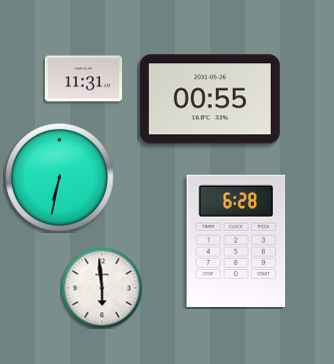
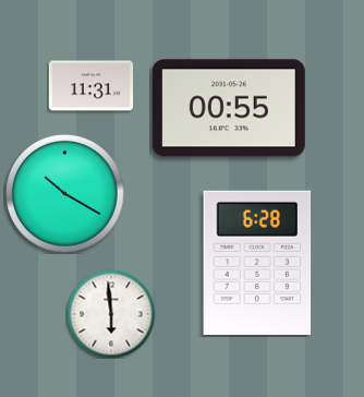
clock at (59, 177): 6:32 -> 10:20
